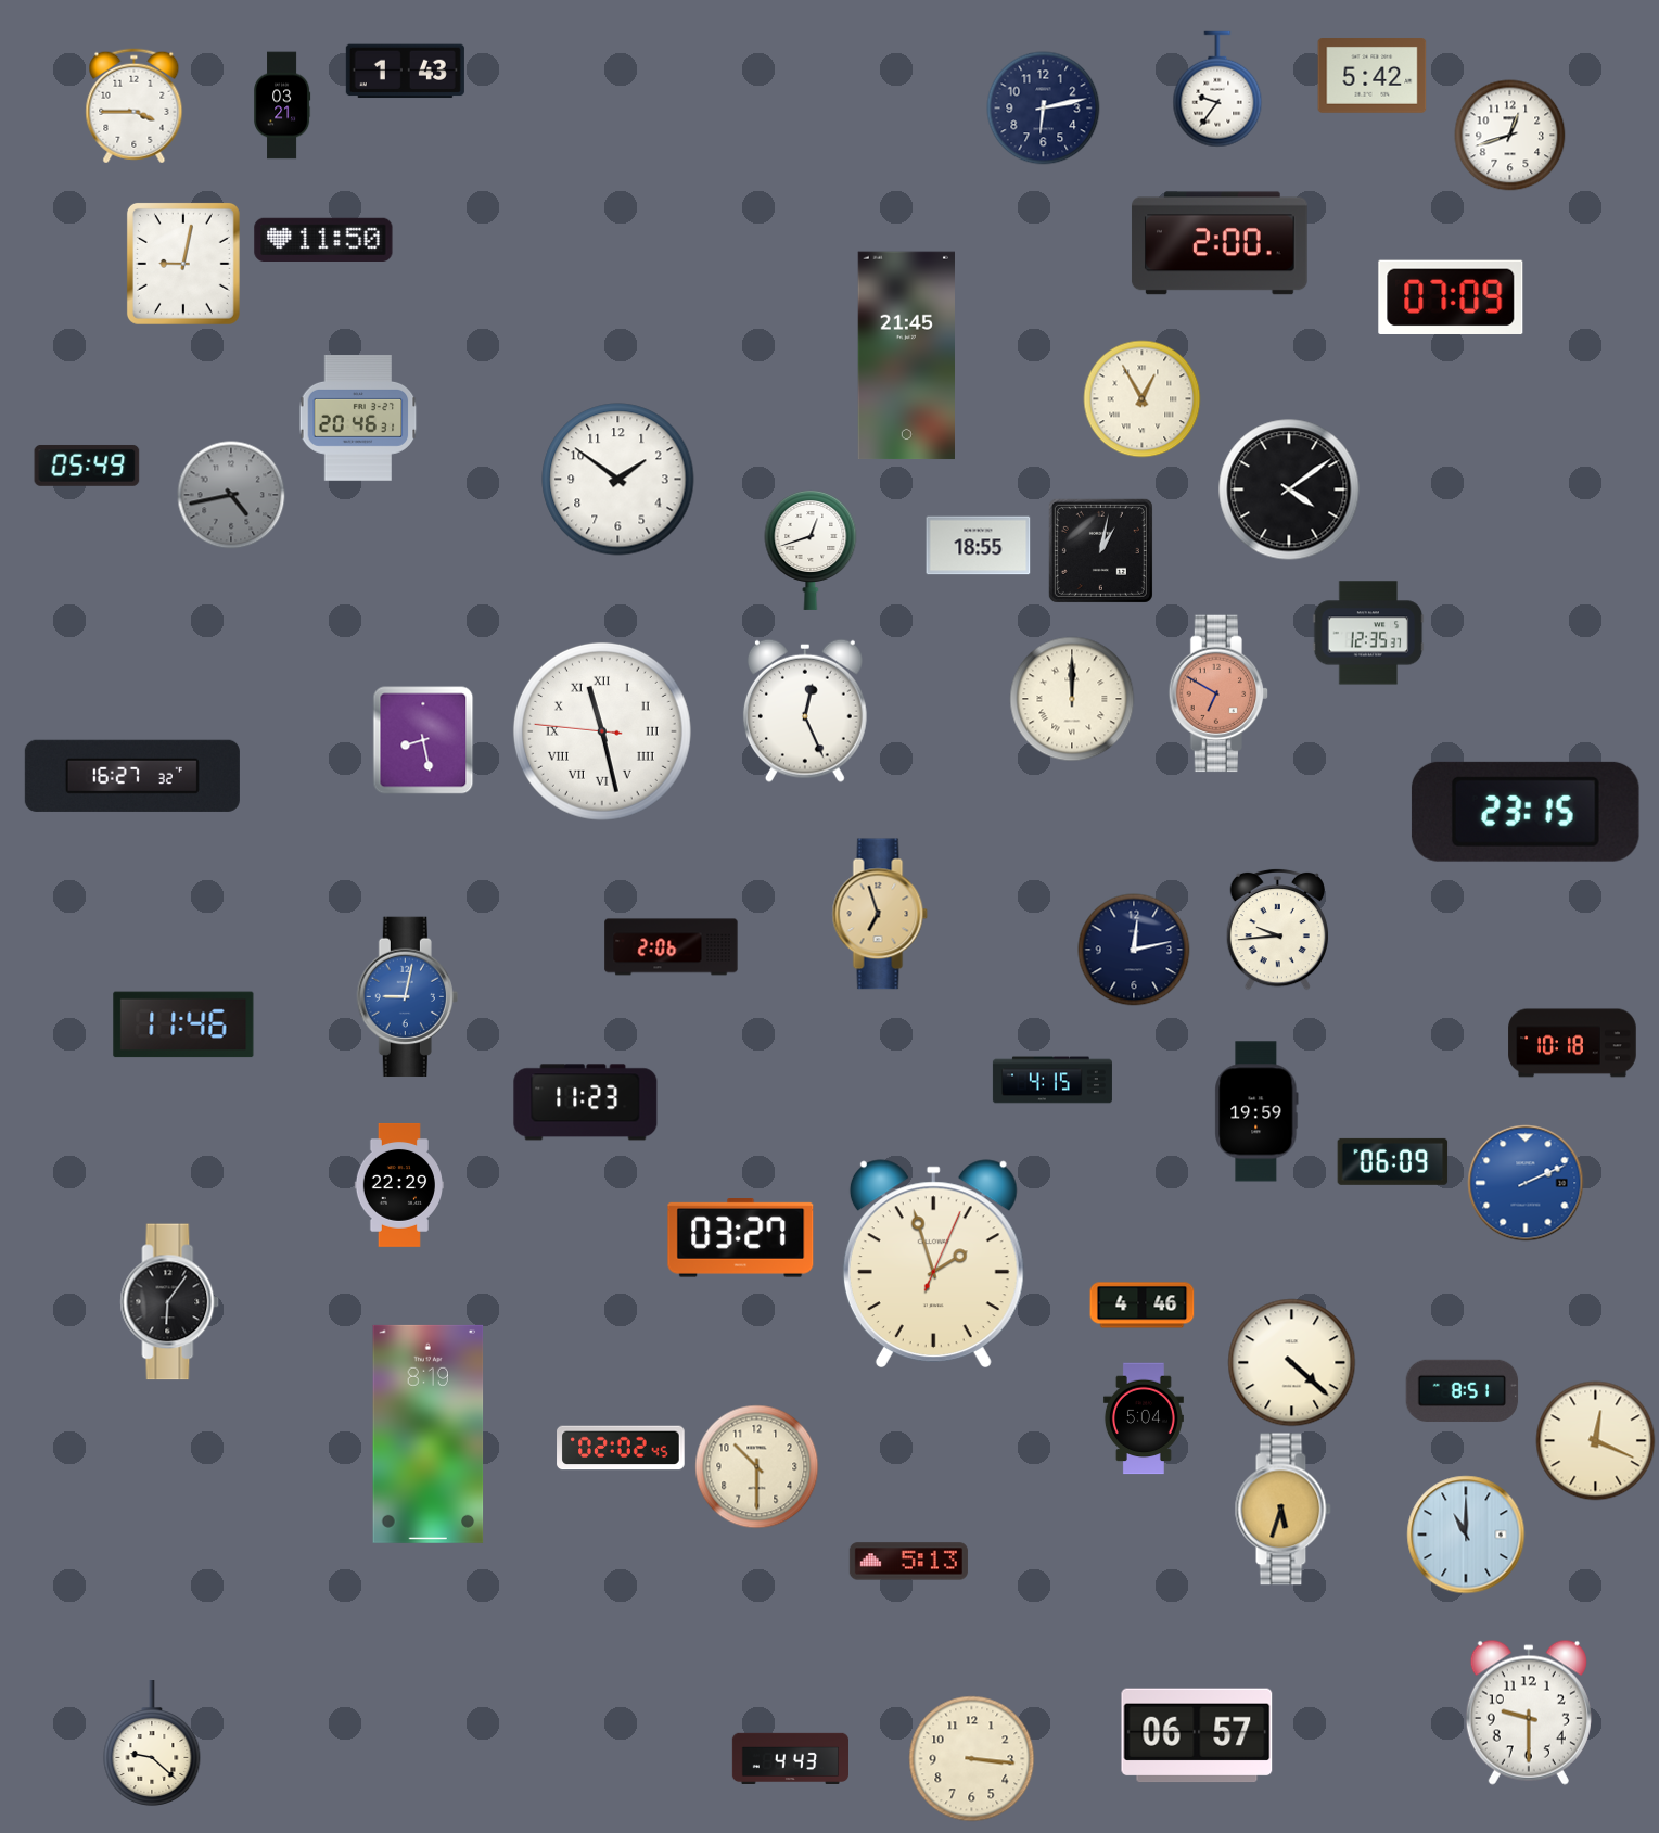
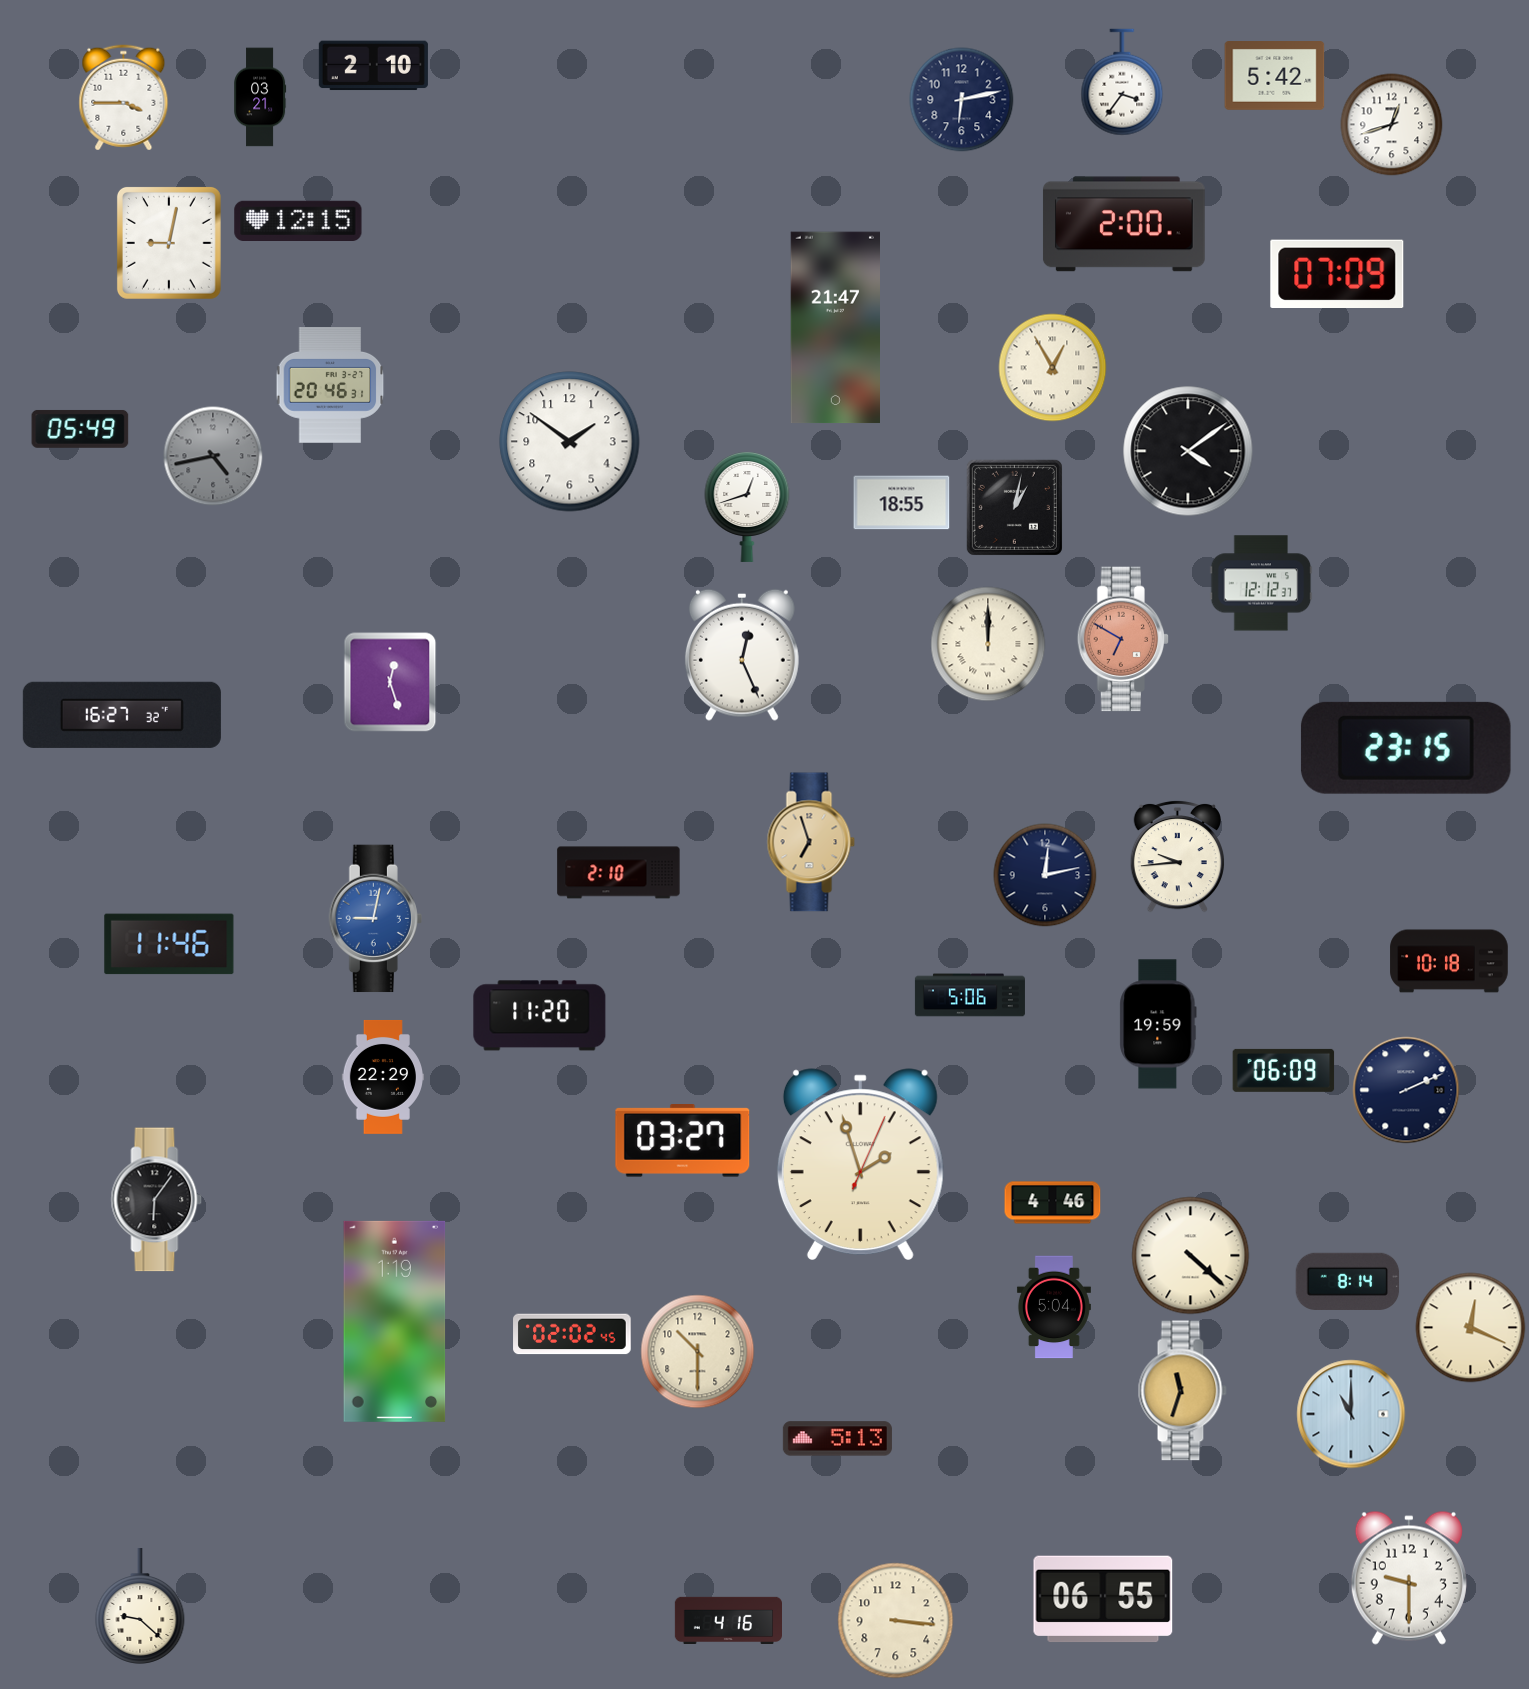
clock at (405, 72): 1:43 -> 2:10
clock at (1373, 76) position: (1373, 76) -> (1275, 76)
clock at (1217, 89): 9:36 -> 3:36
clock at (323, 240): 11:50 -> 12:15
clock at (906, 356): 21:45 -> 21:47
clock at (1368, 633): 12:35 -> 12:12
clock at (602, 731): 11:27 -> none
clock at (423, 740): 8:28 -> 12:27
clock at (672, 947): 2:06 -> 2:10
clock at (1052, 1080): 4:15 -> 5:06
clock at (586, 1103): 11:23 -> 11:20
clock at (1526, 1183) dial: blue -> navy
clock at (398, 1185) position: (398, 1185) -> (382, 1077)
clock at (1463, 1390): 8:51 -> 8:14
clock at (429, 1434): 8:19 -> 1:19
clock at (1282, 1510): 5:33 -> 11:33
clock at (1197, 1735): 06:57 -> 06:55
clock at (790, 1758): 4:43 -> 4:16
